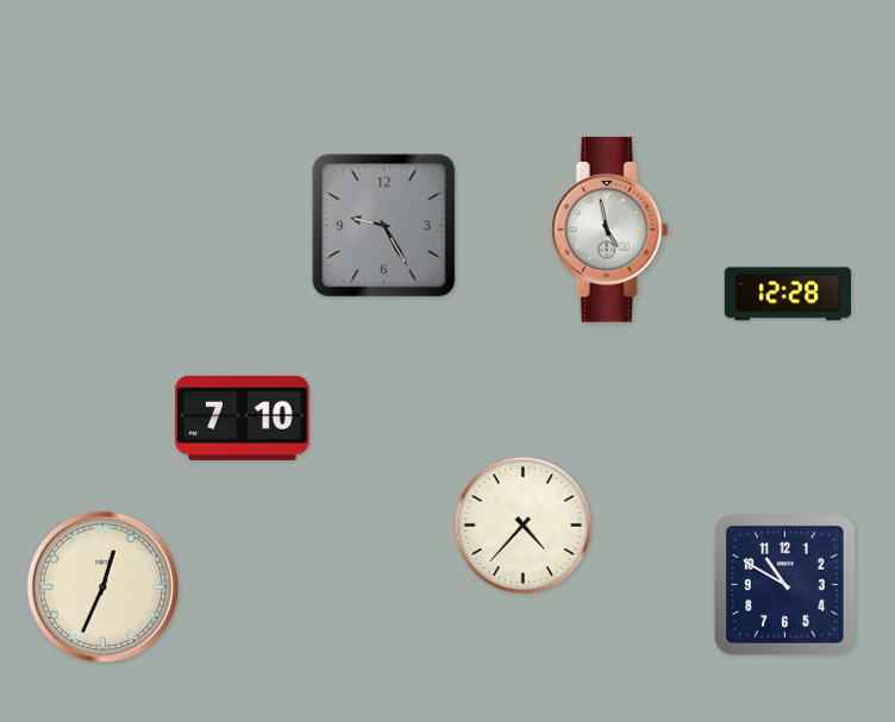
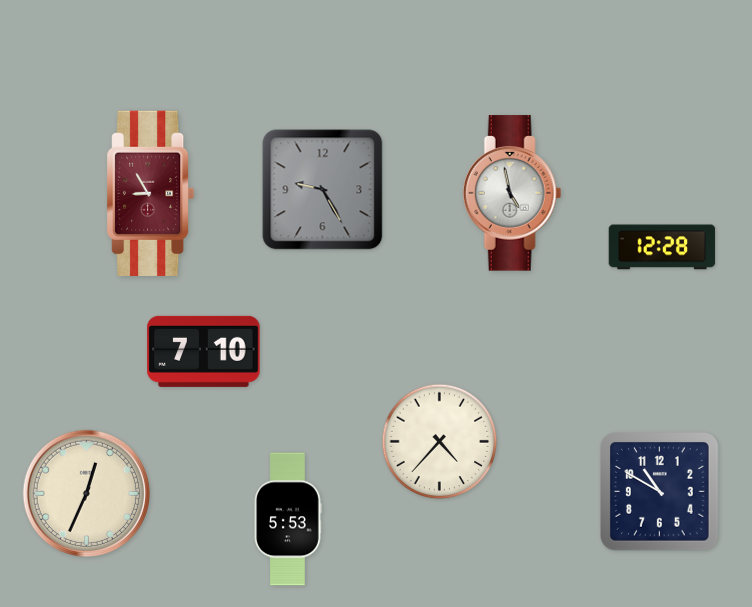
clock at (151, 193): none -> 8:55
clock at (288, 519): none -> 5:53
